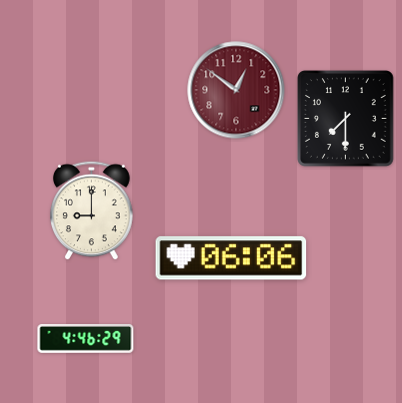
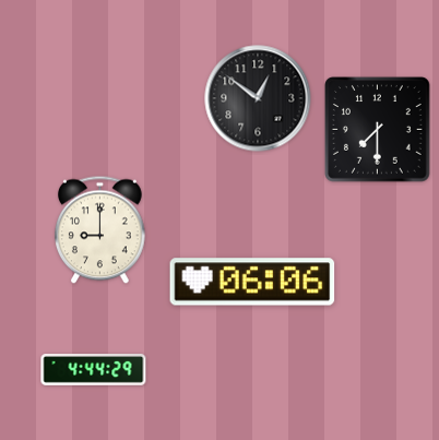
clock at (236, 90) dial: burgundy -> black
clock at (86, 339): 4:46 -> 4:44
